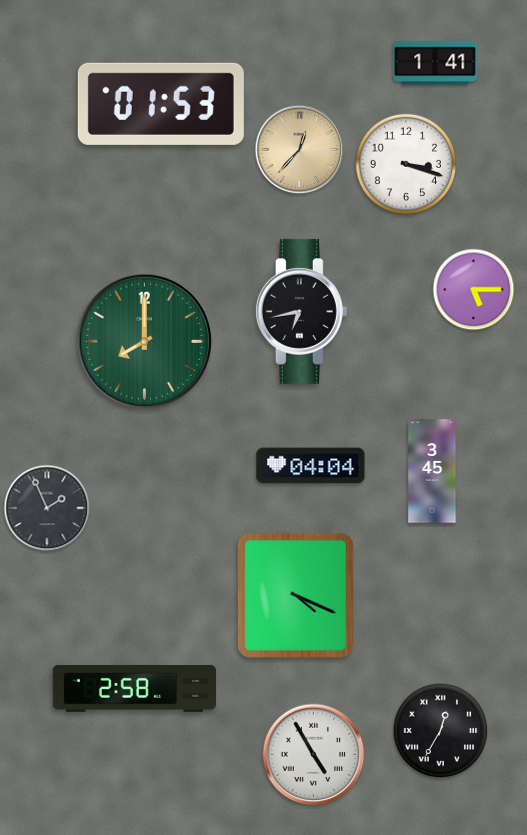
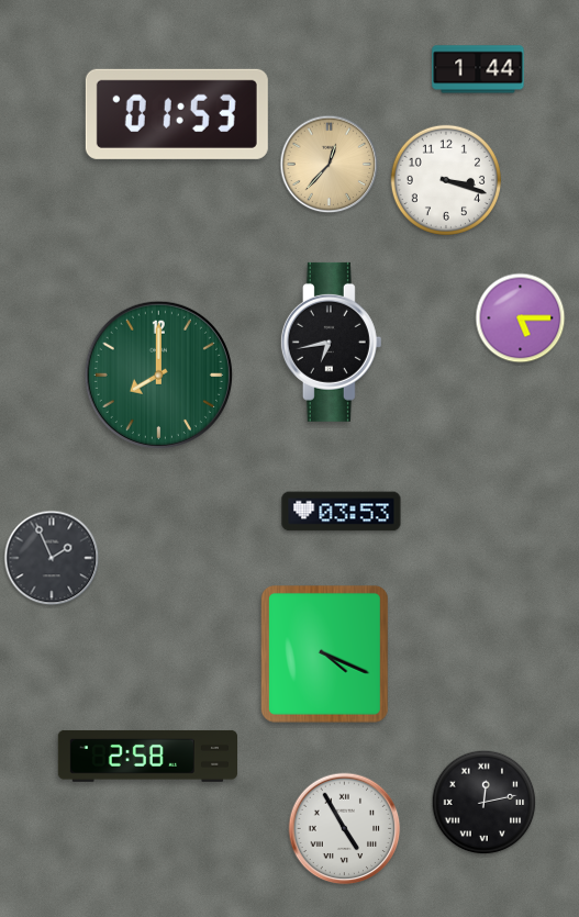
clock at (435, 63): 1:41 -> 1:44
clock at (311, 466): 04:04 -> 03:53
clock at (432, 471): 3:45 -> none
clock at (441, 731): 12:35 -> 12:13
